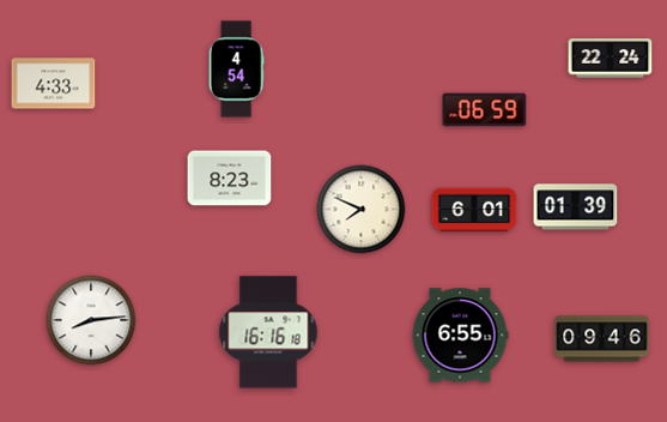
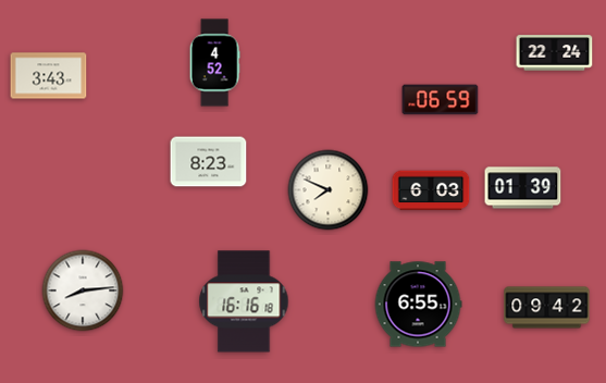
clock at (236, 70): 4:54 -> 4:52
clock at (54, 84): 4:33 -> 3:43
clock at (474, 210): 6:01 -> 6:03
clock at (602, 339): 09:46 -> 09:42
